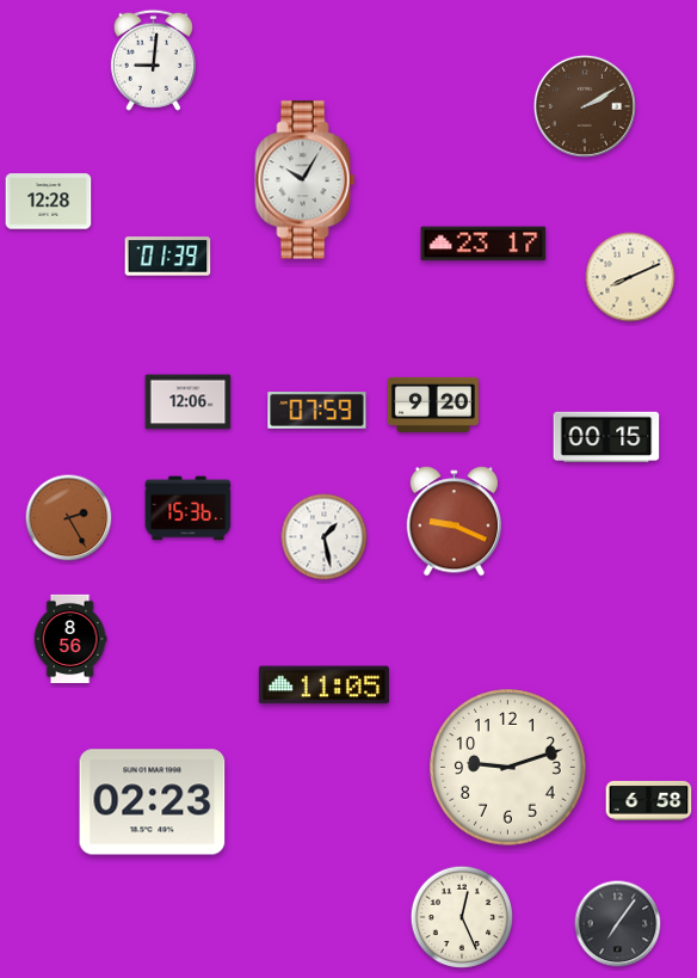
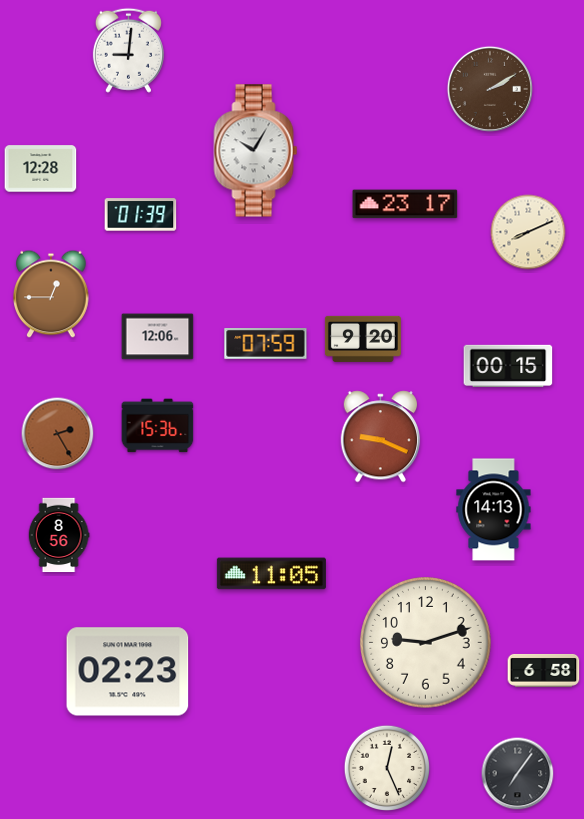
clock at (51, 294): none -> 12:45
clock at (325, 537): 1:28 -> none
clock at (494, 510): none -> 14:13
